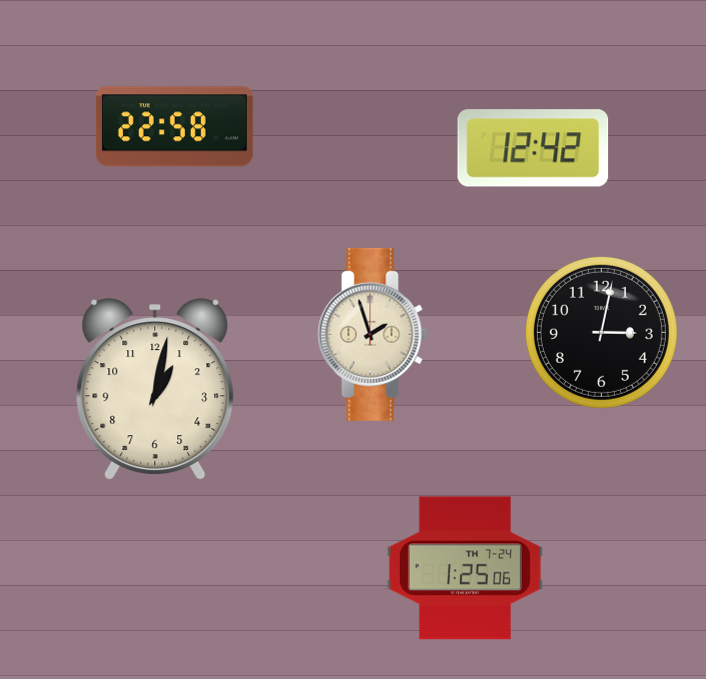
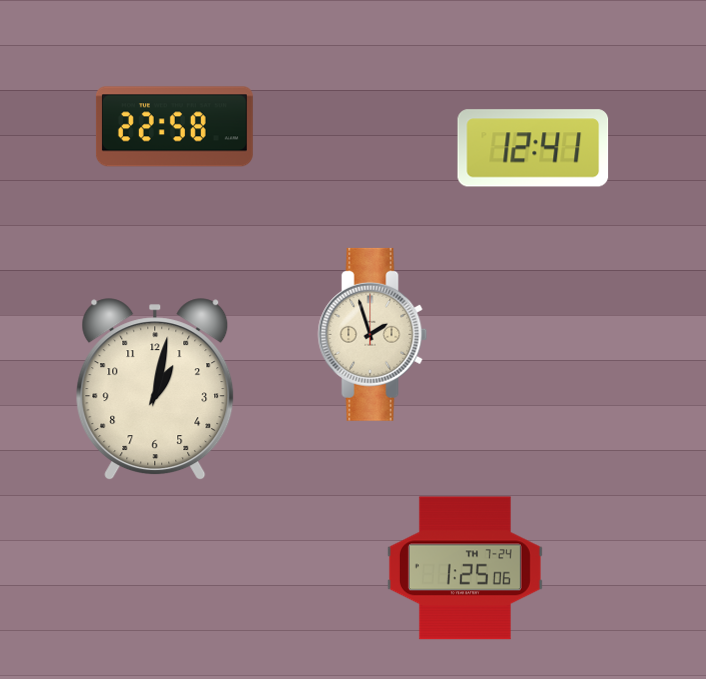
clock at (533, 148): 12:42 -> 12:41
clock at (601, 332): 3:02 -> none
